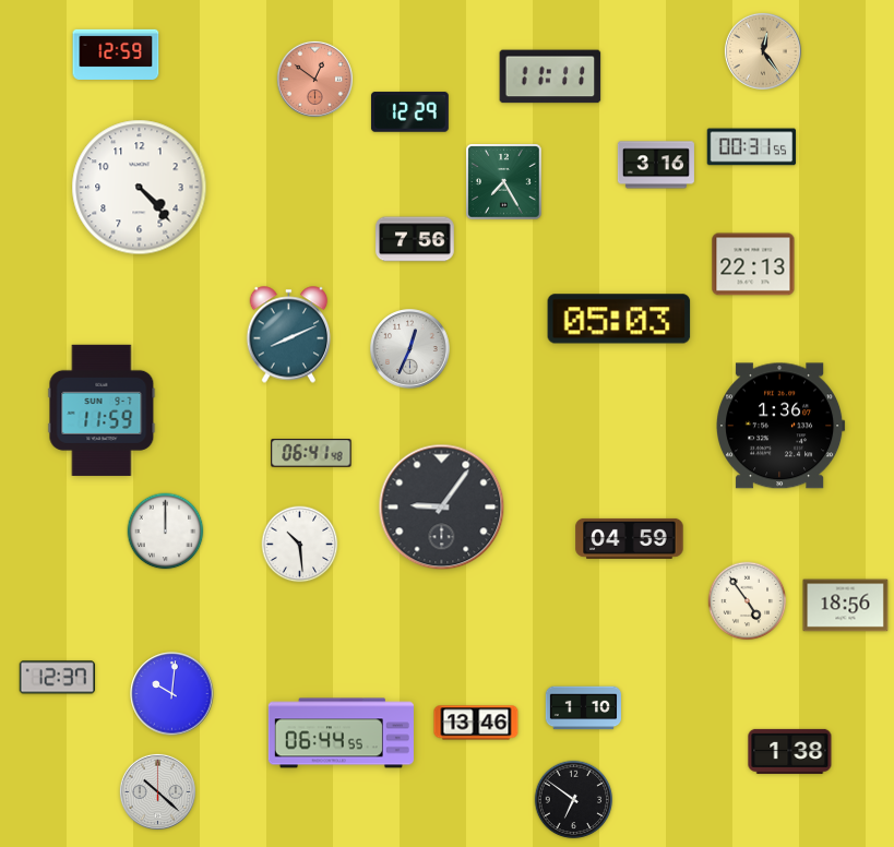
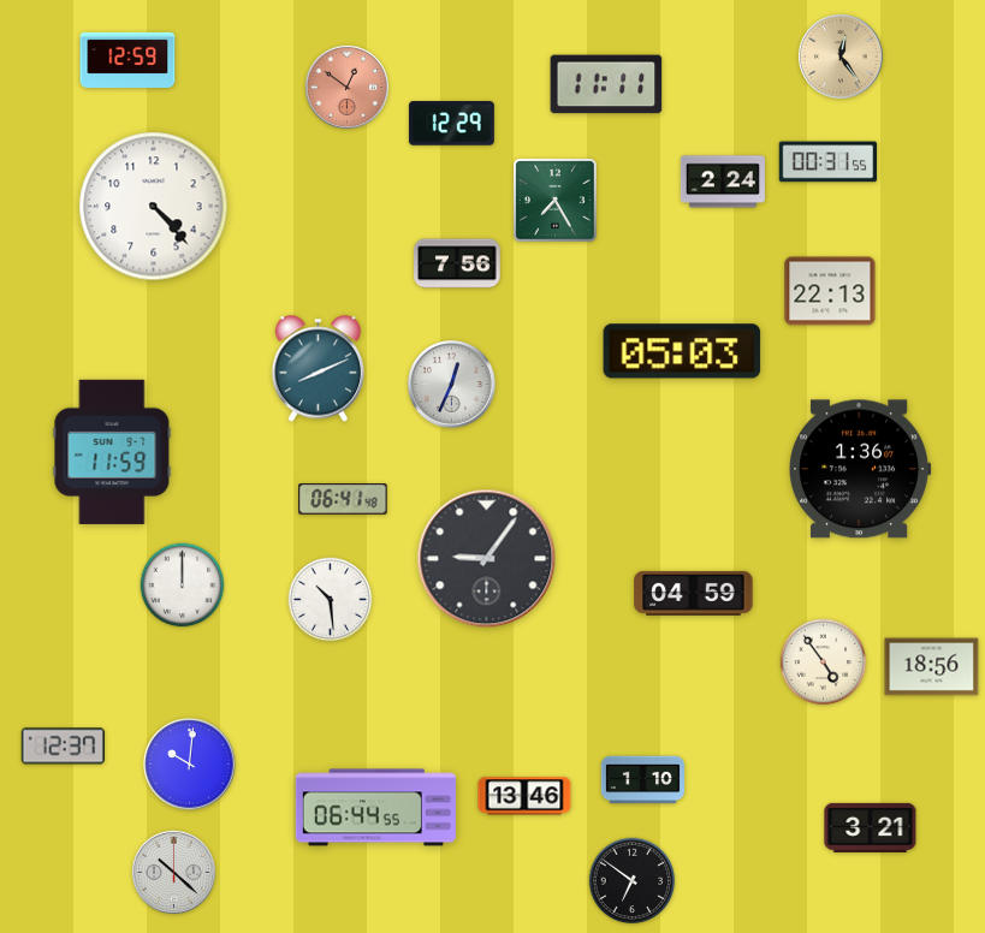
clock at (656, 165): 3:16 -> 2:24
clock at (790, 751): 1:38 -> 3:21
